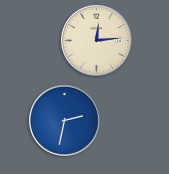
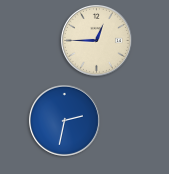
clock at (96, 40): 12:14 -> 12:45
